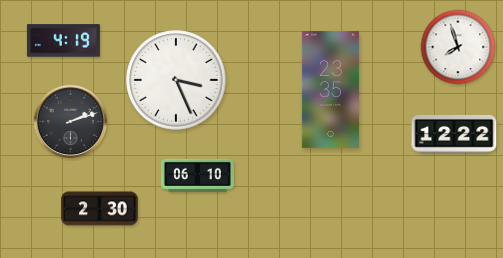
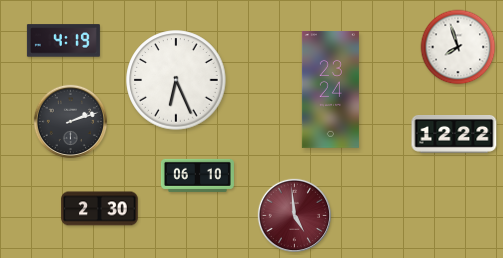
clock at (176, 80): 3:26 -> 6:26
clock at (330, 90): 23:35 -> 23:24
clock at (294, 215): none -> 4:59
